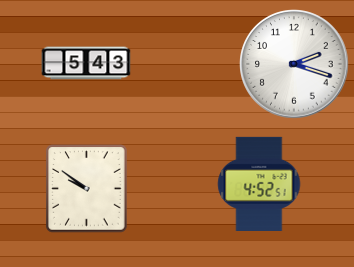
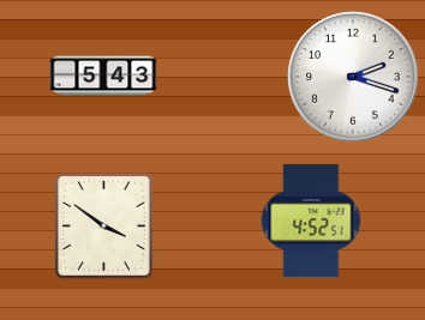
clock at (87, 189): 9:51 -> 3:51
